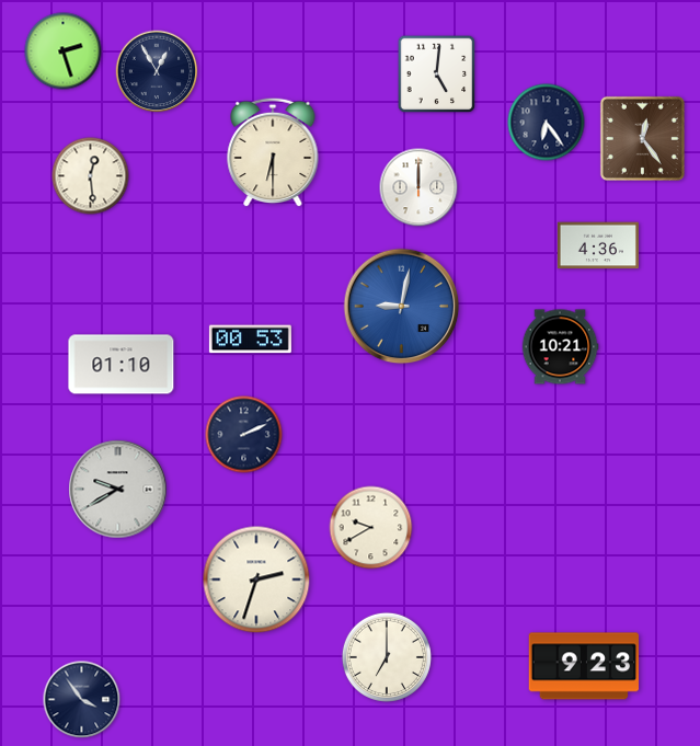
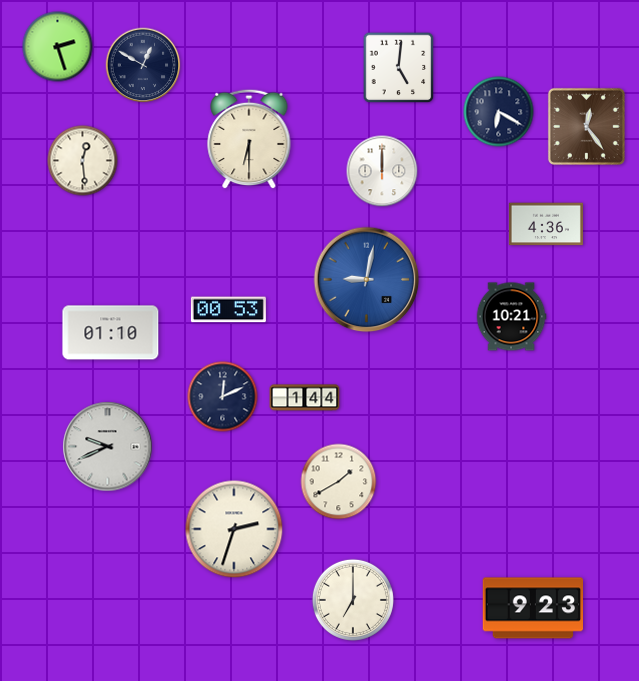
clock at (157, 71): 12:55 -> 12:50
clock at (547, 123): 6:24 -> 6:20
clock at (244, 435): 2:11 -> 12:11
clock at (305, 398): none -> 1:44
clock at (118, 490): 9:40 -> 9:41
clock at (371, 528): 9:40 -> 1:40
clock at (82, 700): 3:54 -> none
